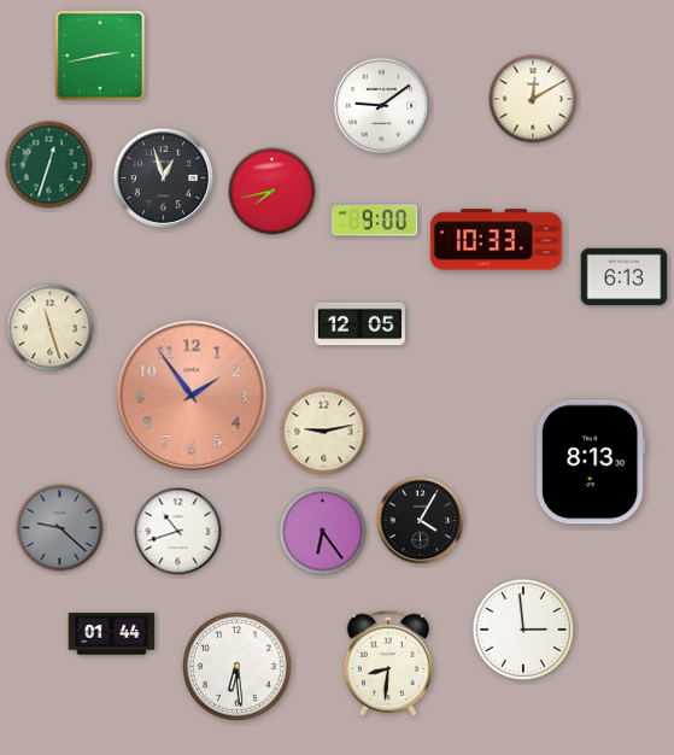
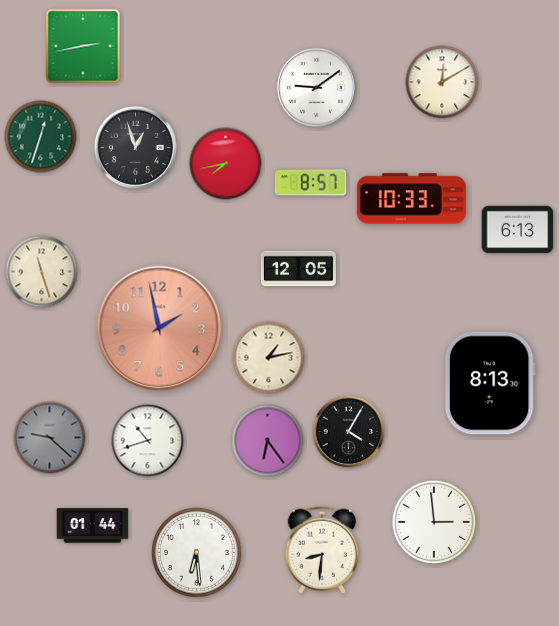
clock at (272, 192) position: (272, 192) -> (226, 164)
clock at (375, 221): 9:00 -> 8:57
clock at (192, 396): 1:54 -> 1:58
clock at (324, 432): 9:13 -> 1:13
